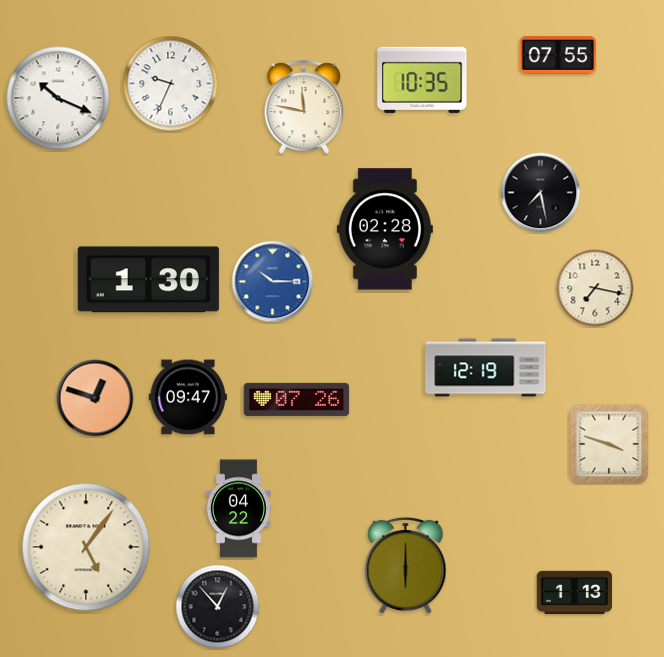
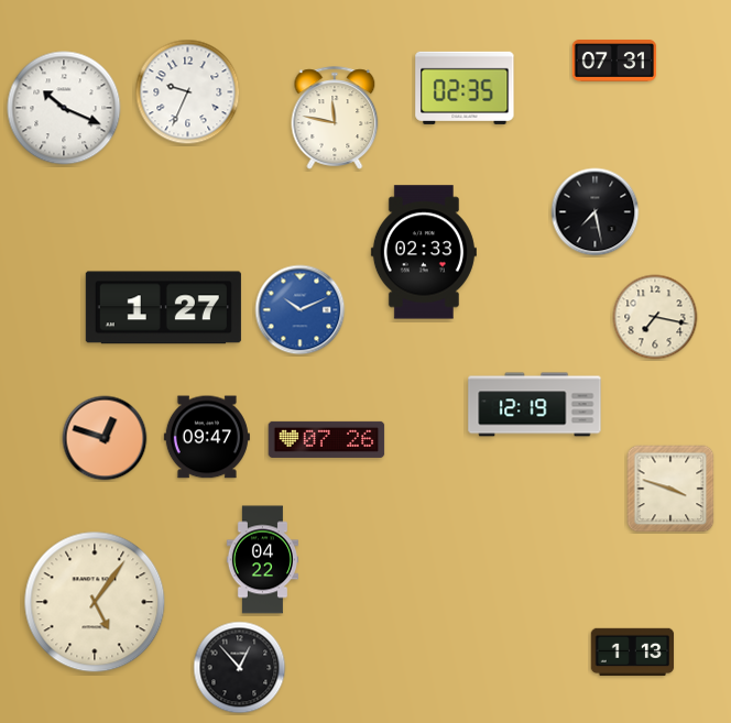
clock at (558, 55): 07:55 -> 07:31
clock at (422, 80): 10:35 -> 02:35
clock at (385, 229): 02:28 -> 02:33
clock at (148, 280): 1:30 -> 1:27
clock at (273, 282): 10:15 -> 10:11
clock at (406, 566): 6:00 -> none
